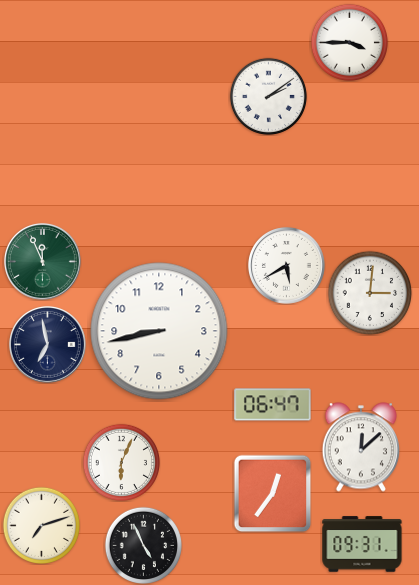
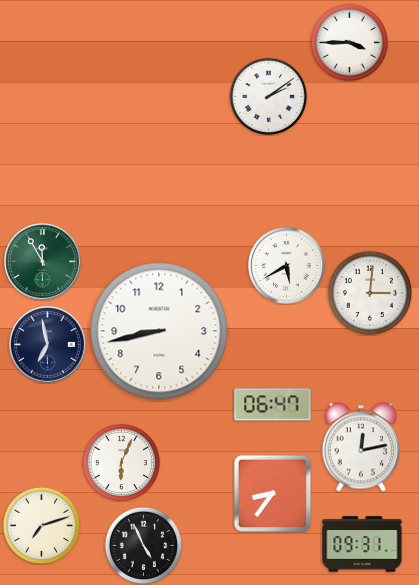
clock at (42, 261): 11:56 -> 11:55
clock at (360, 447): 12:08 -> 12:13
clock at (272, 493): 12:36 -> 8:36
